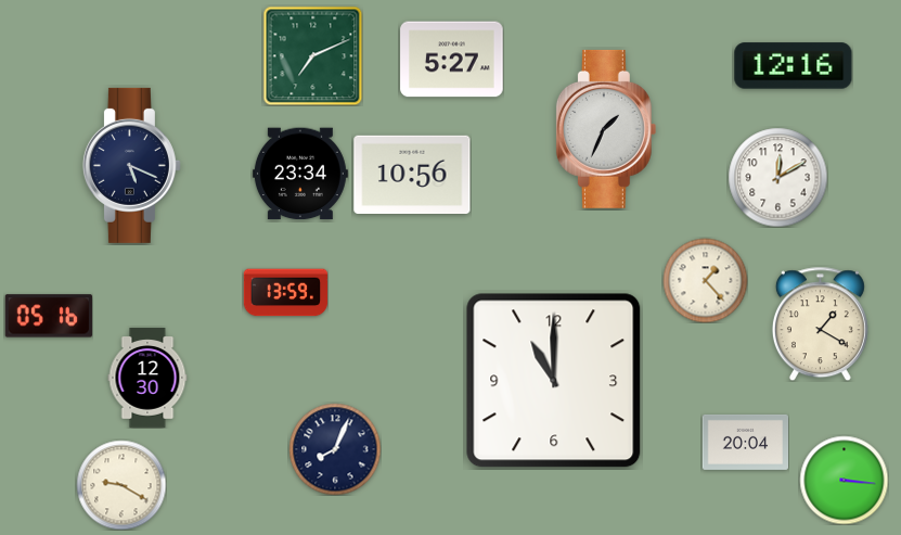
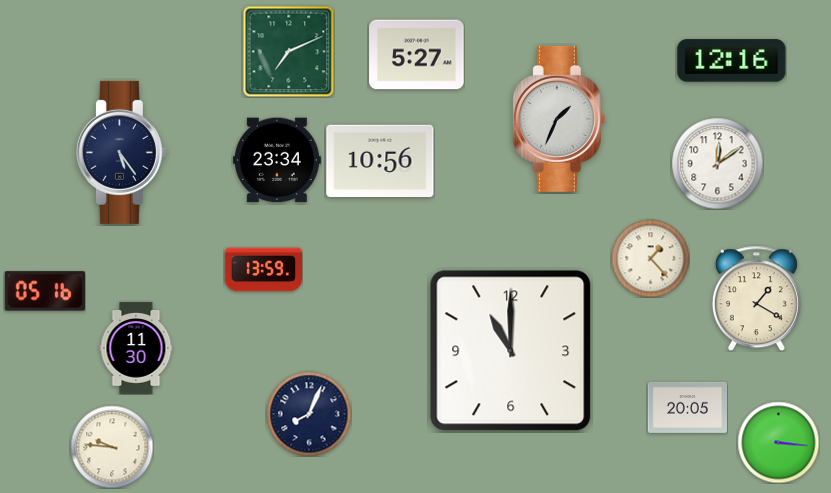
clock at (131, 165): 5:19 -> 5:24
clock at (777, 177): 12:10 -> 12:09
clock at (147, 378): 12:30 -> 11:30
clock at (745, 442): 20:04 -> 20:05
clock at (121, 485): 9:20 -> 9:46
